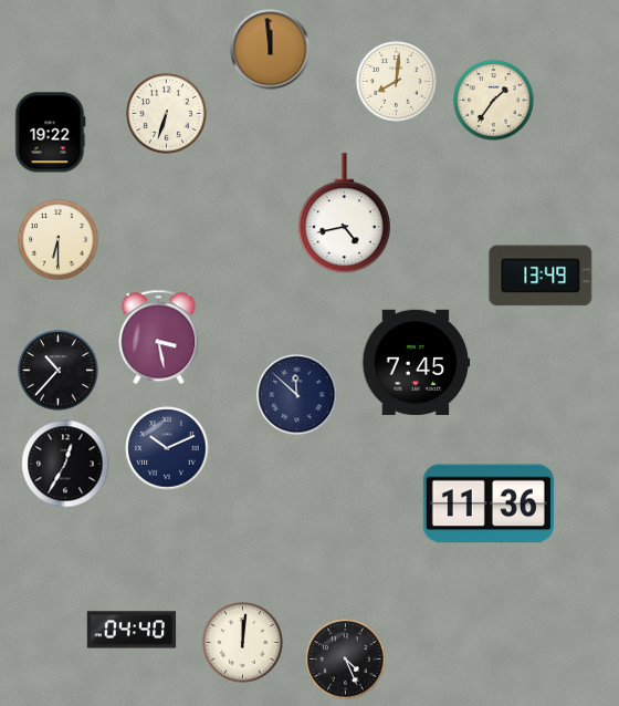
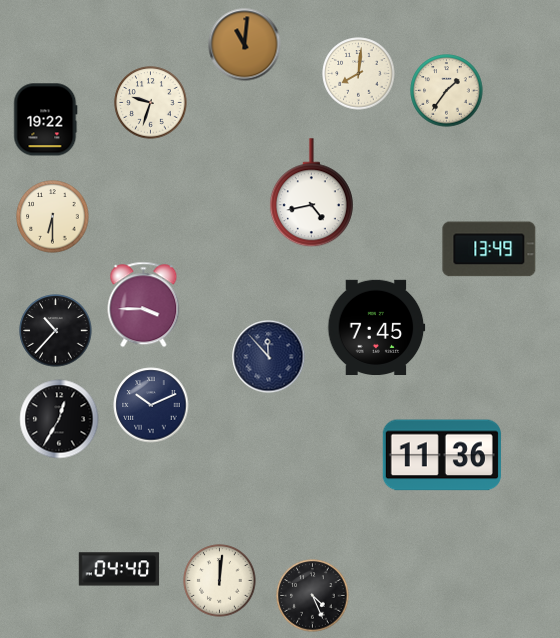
clock at (271, 50): 11:59 -> 11:01
clock at (167, 114): 6:33 -> 9:33
clock at (159, 338): 3:28 -> 3:45
clock at (59, 371) position: (59, 371) -> (56, 331)
clock at (297, 395): 11:52 -> 11:53
